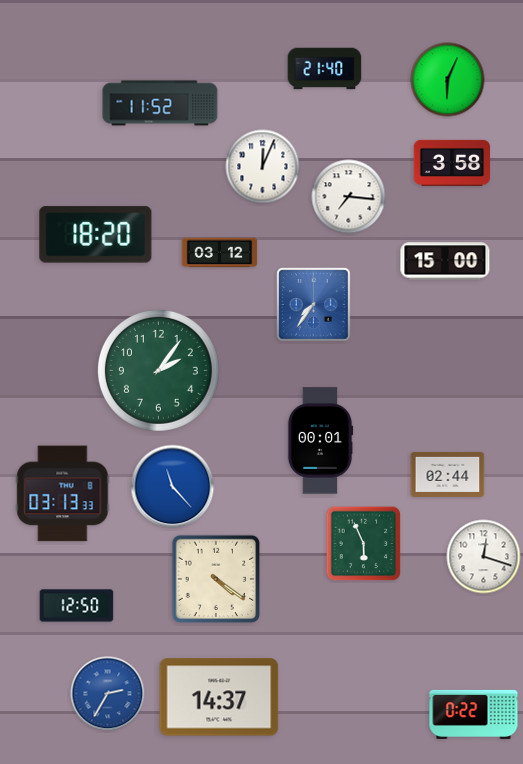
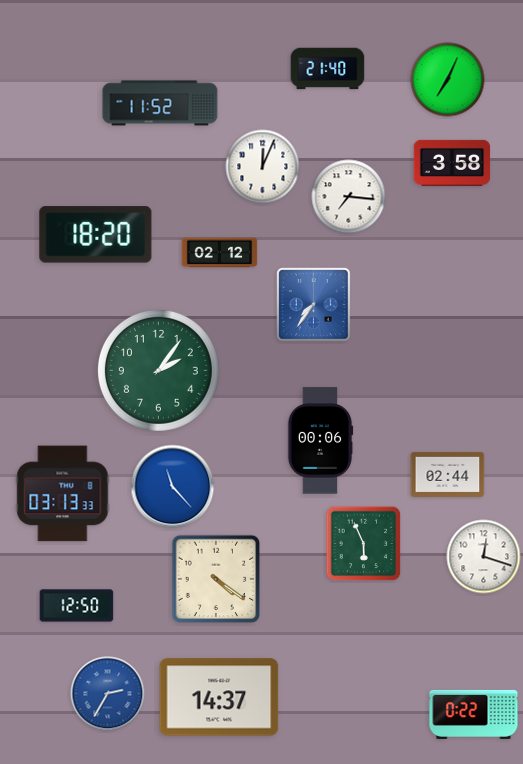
clock at (325, 69) position: (325, 69) -> (328, 69)
clock at (448, 80): 6:04 -> 7:04
clock at (220, 253): 03:12 -> 02:12
clock at (445, 261): 15:00 -> none
clock at (320, 441): 00:01 -> 00:06
